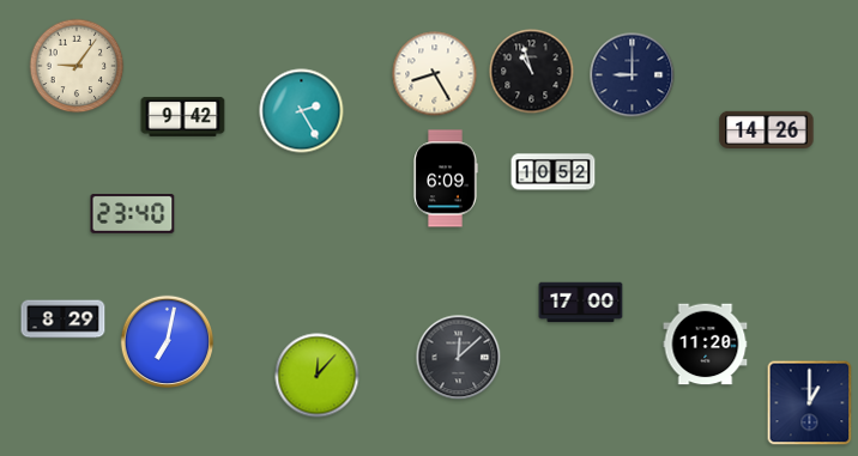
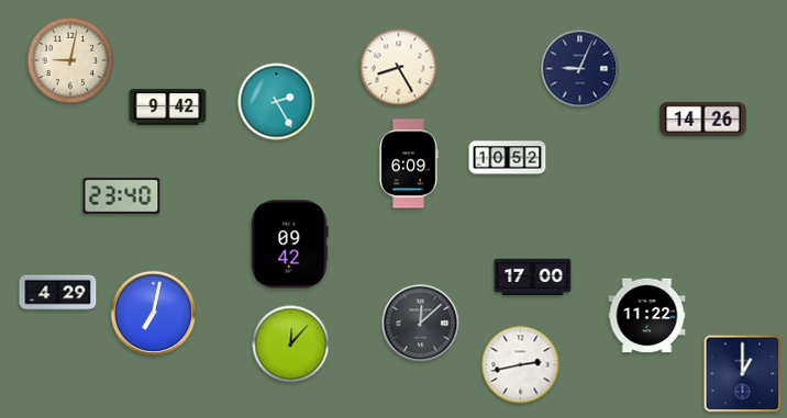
clock at (77, 66): 9:06 -> 9:02
clock at (532, 72): 10:57 -> none
clock at (633, 75): 9:00 -> 9:04
clock at (289, 245): none -> 09:42
clock at (64, 320): 8:29 -> 4:29
clock at (706, 345): 11:20 -> 11:22
clock at (459, 358) position: (459, 358) -> (421, 324)
clock at (521, 365): none -> 2:43
clock at (810, 403) position: (810, 403) -> (743, 374)
